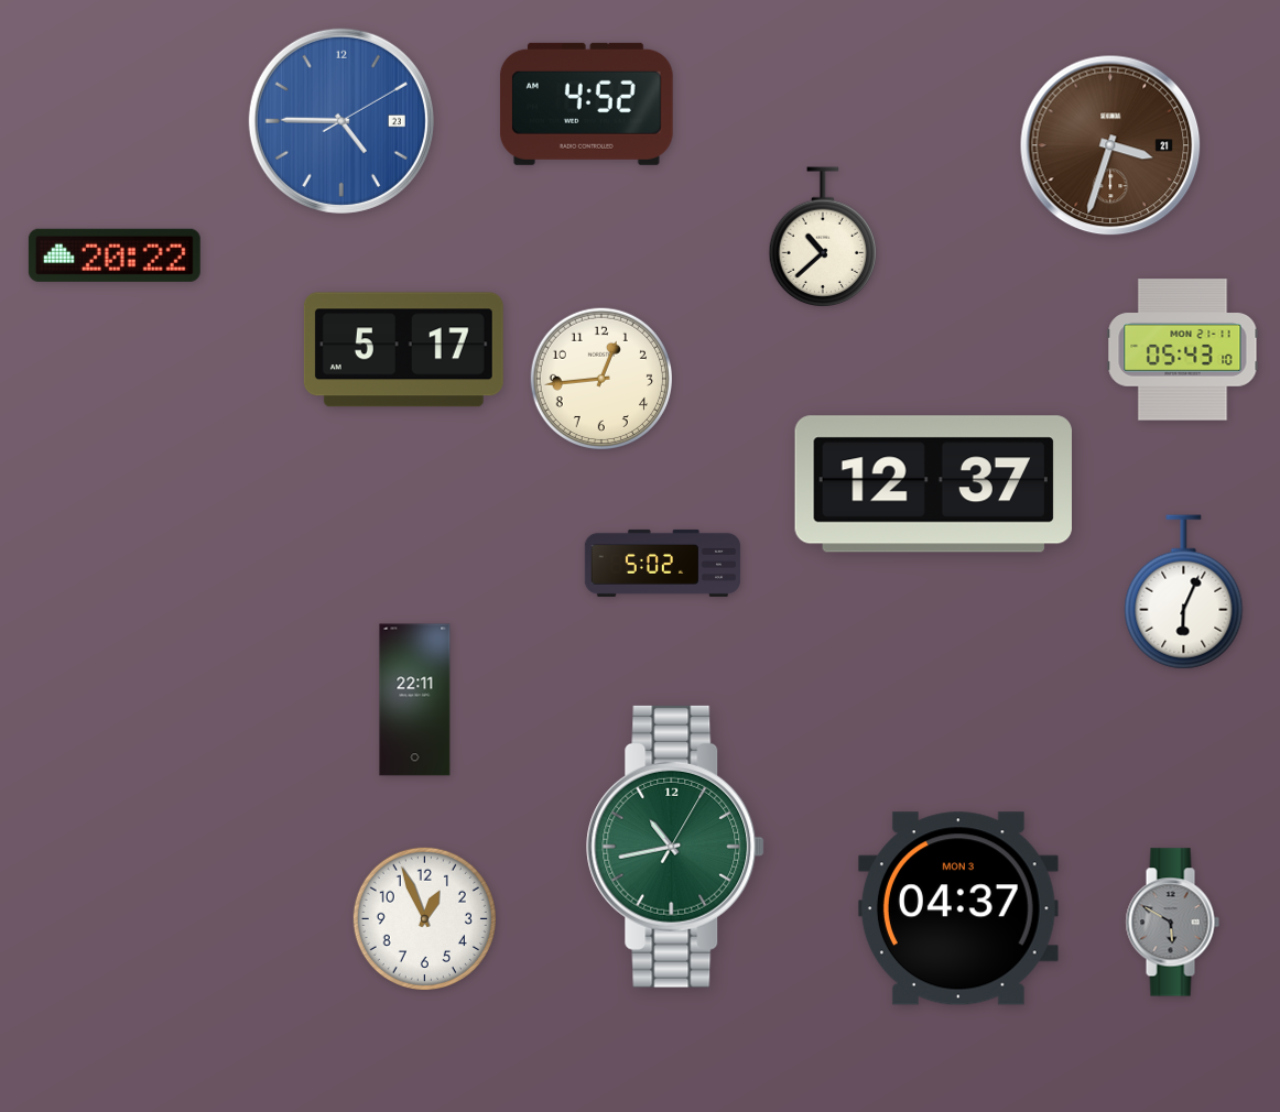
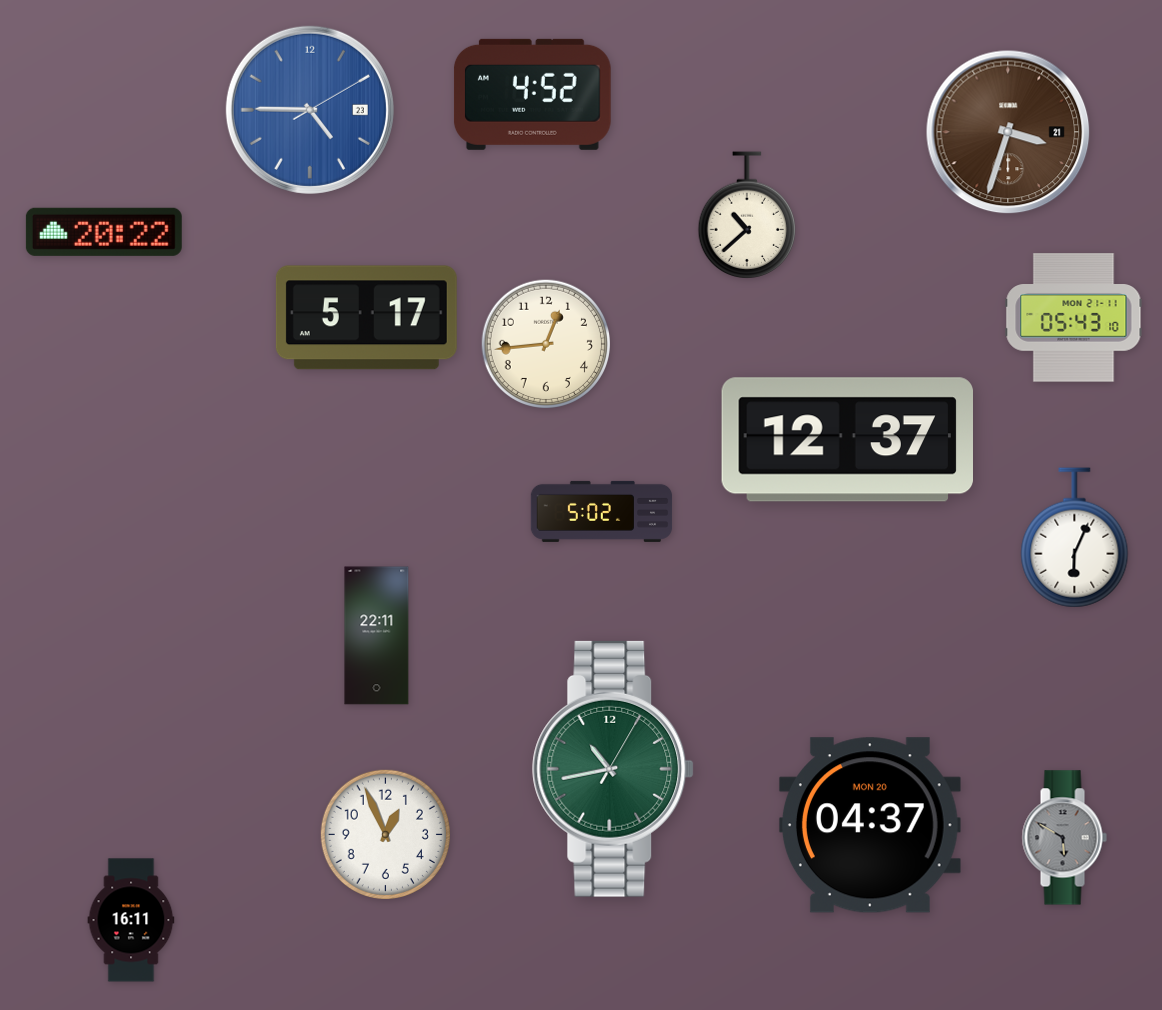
clock at (958, 908) date: MON 3 -> MON 20
clock at (131, 920): none -> 16:11
